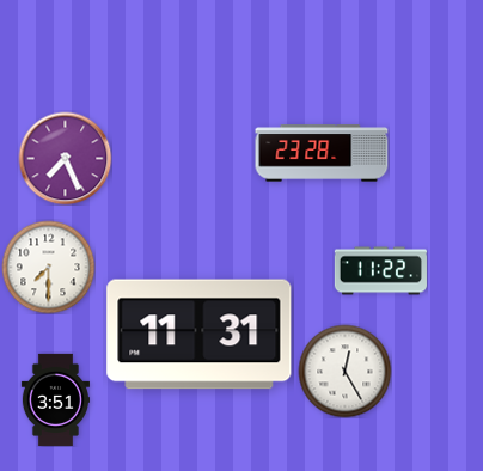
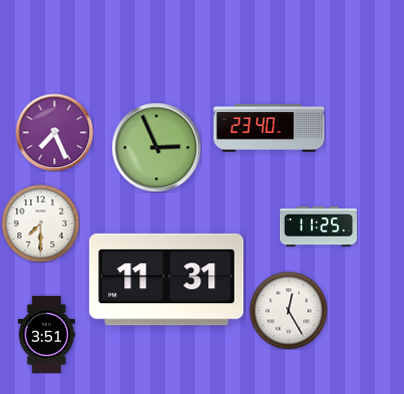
clock at (322, 153): 23:28 -> 23:40
clock at (156, 147): none -> 2:56
clock at (380, 271): 11:22 -> 11:25
